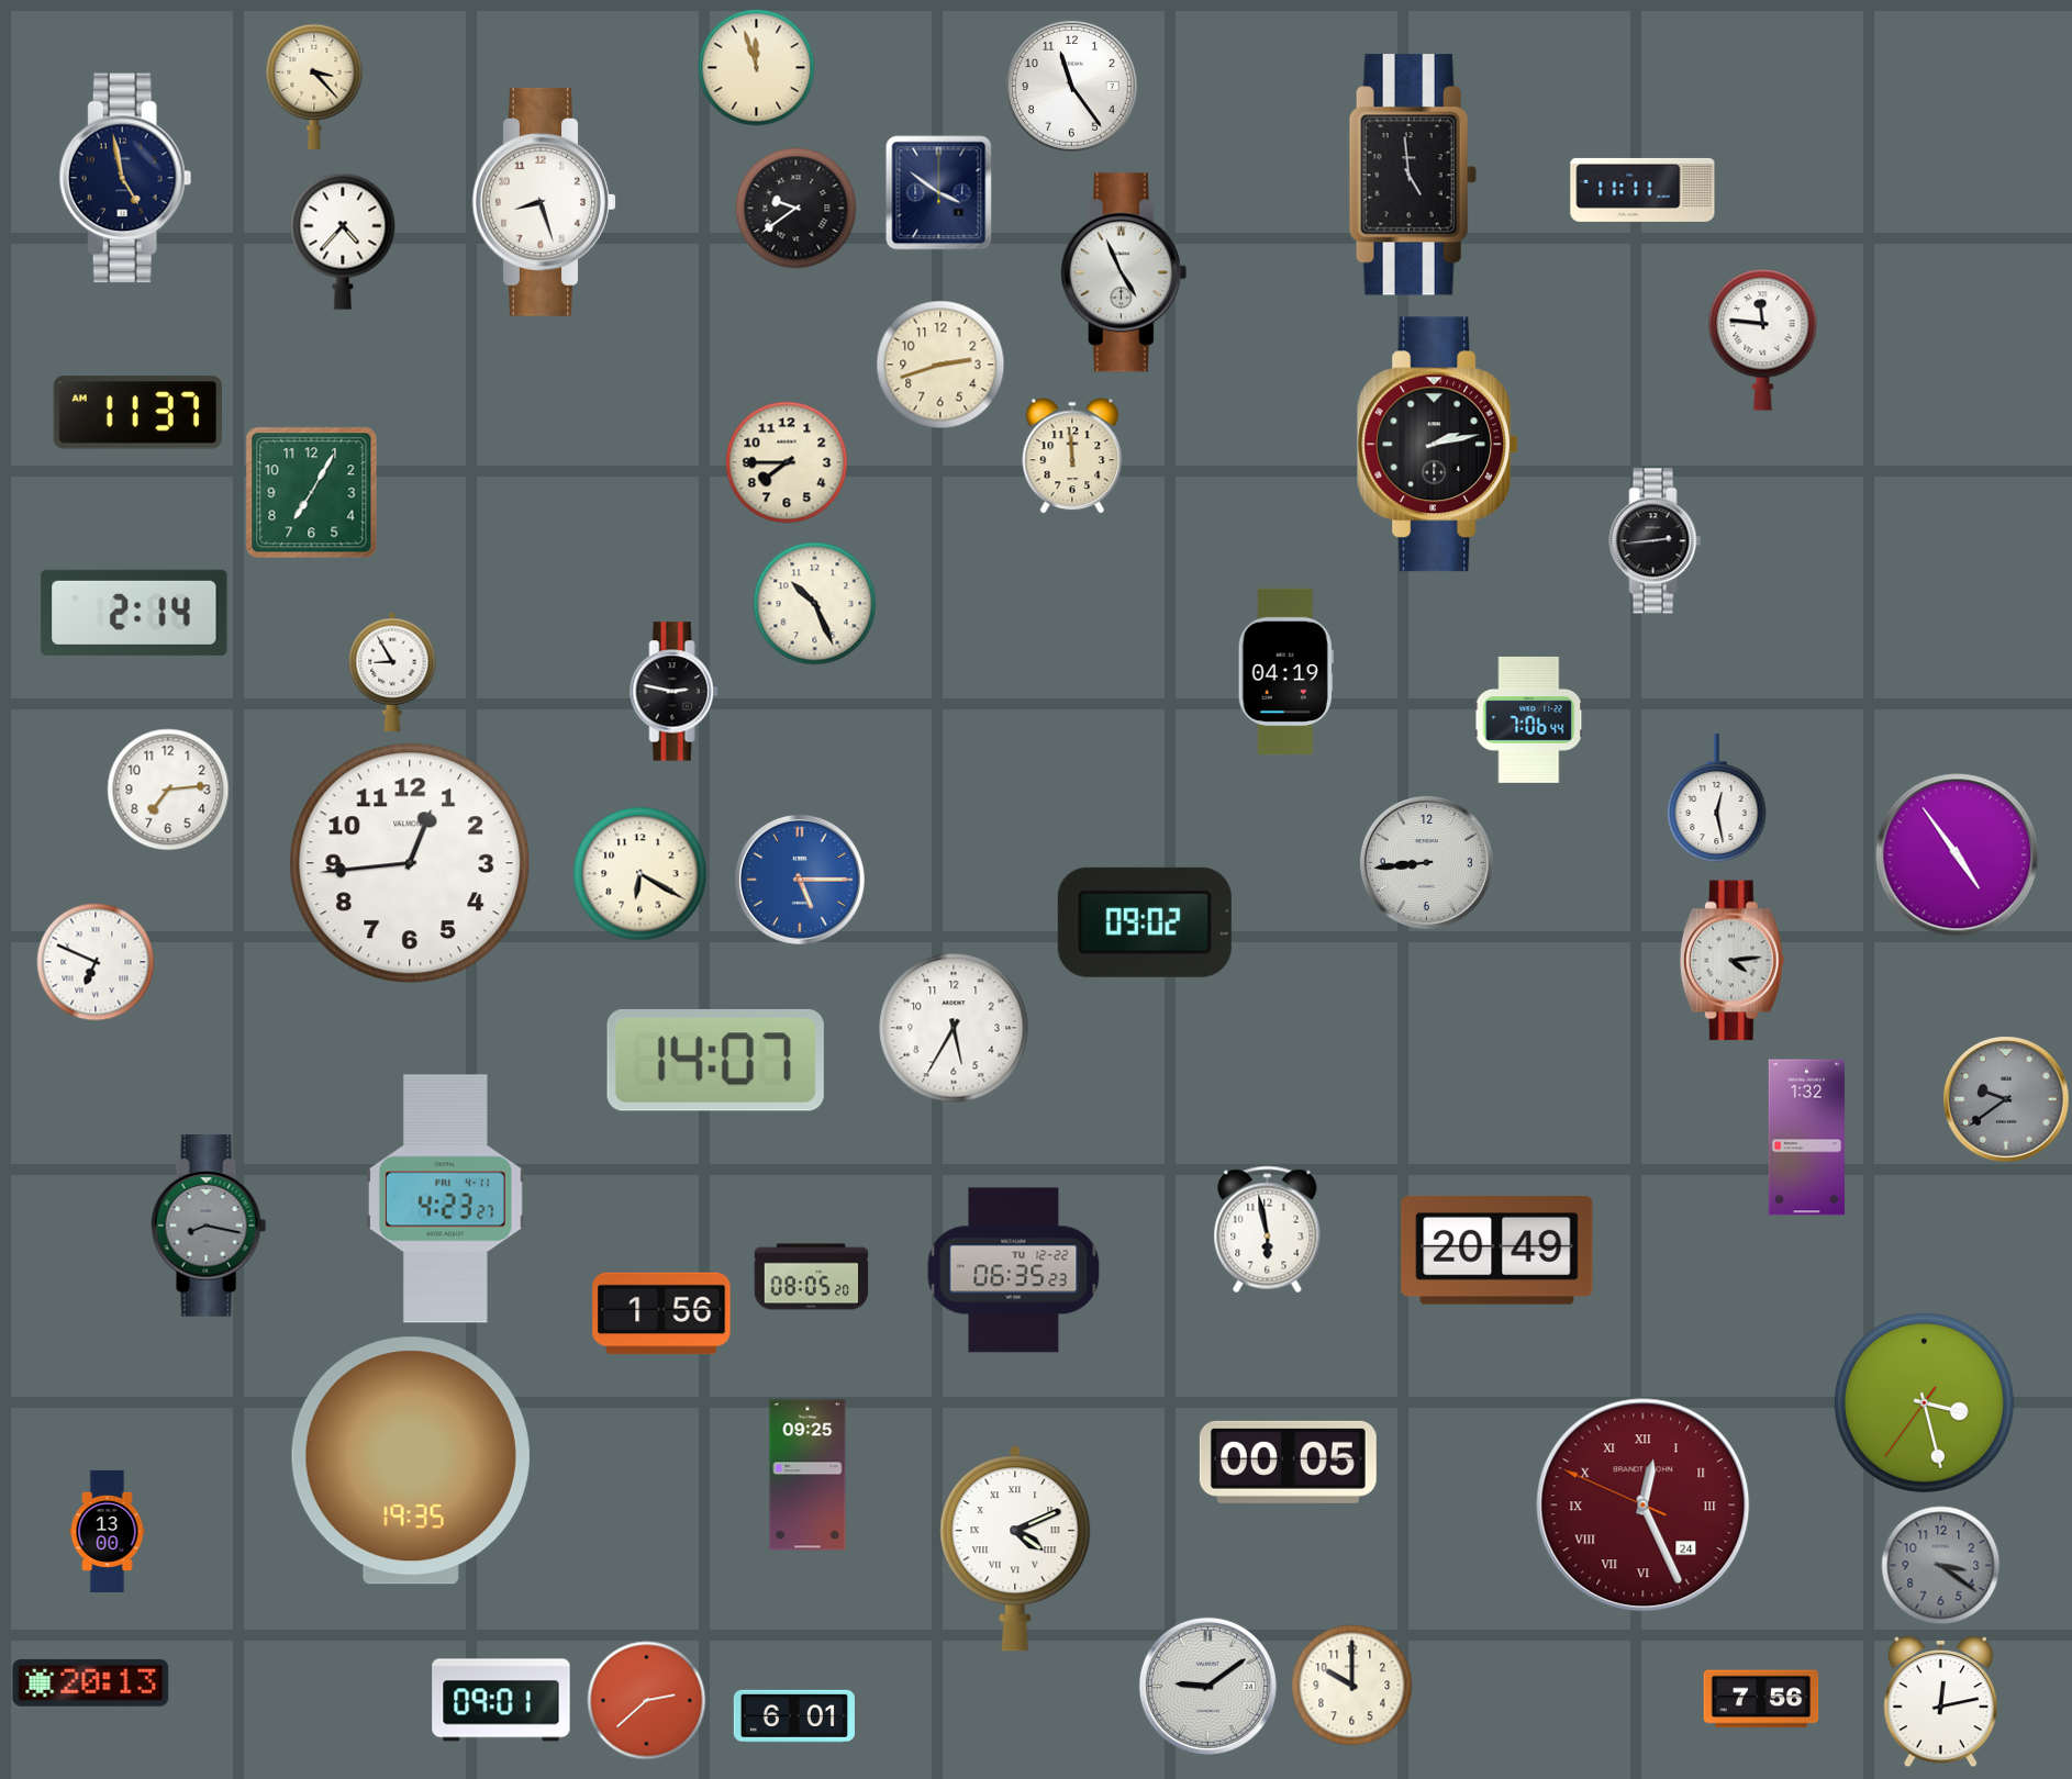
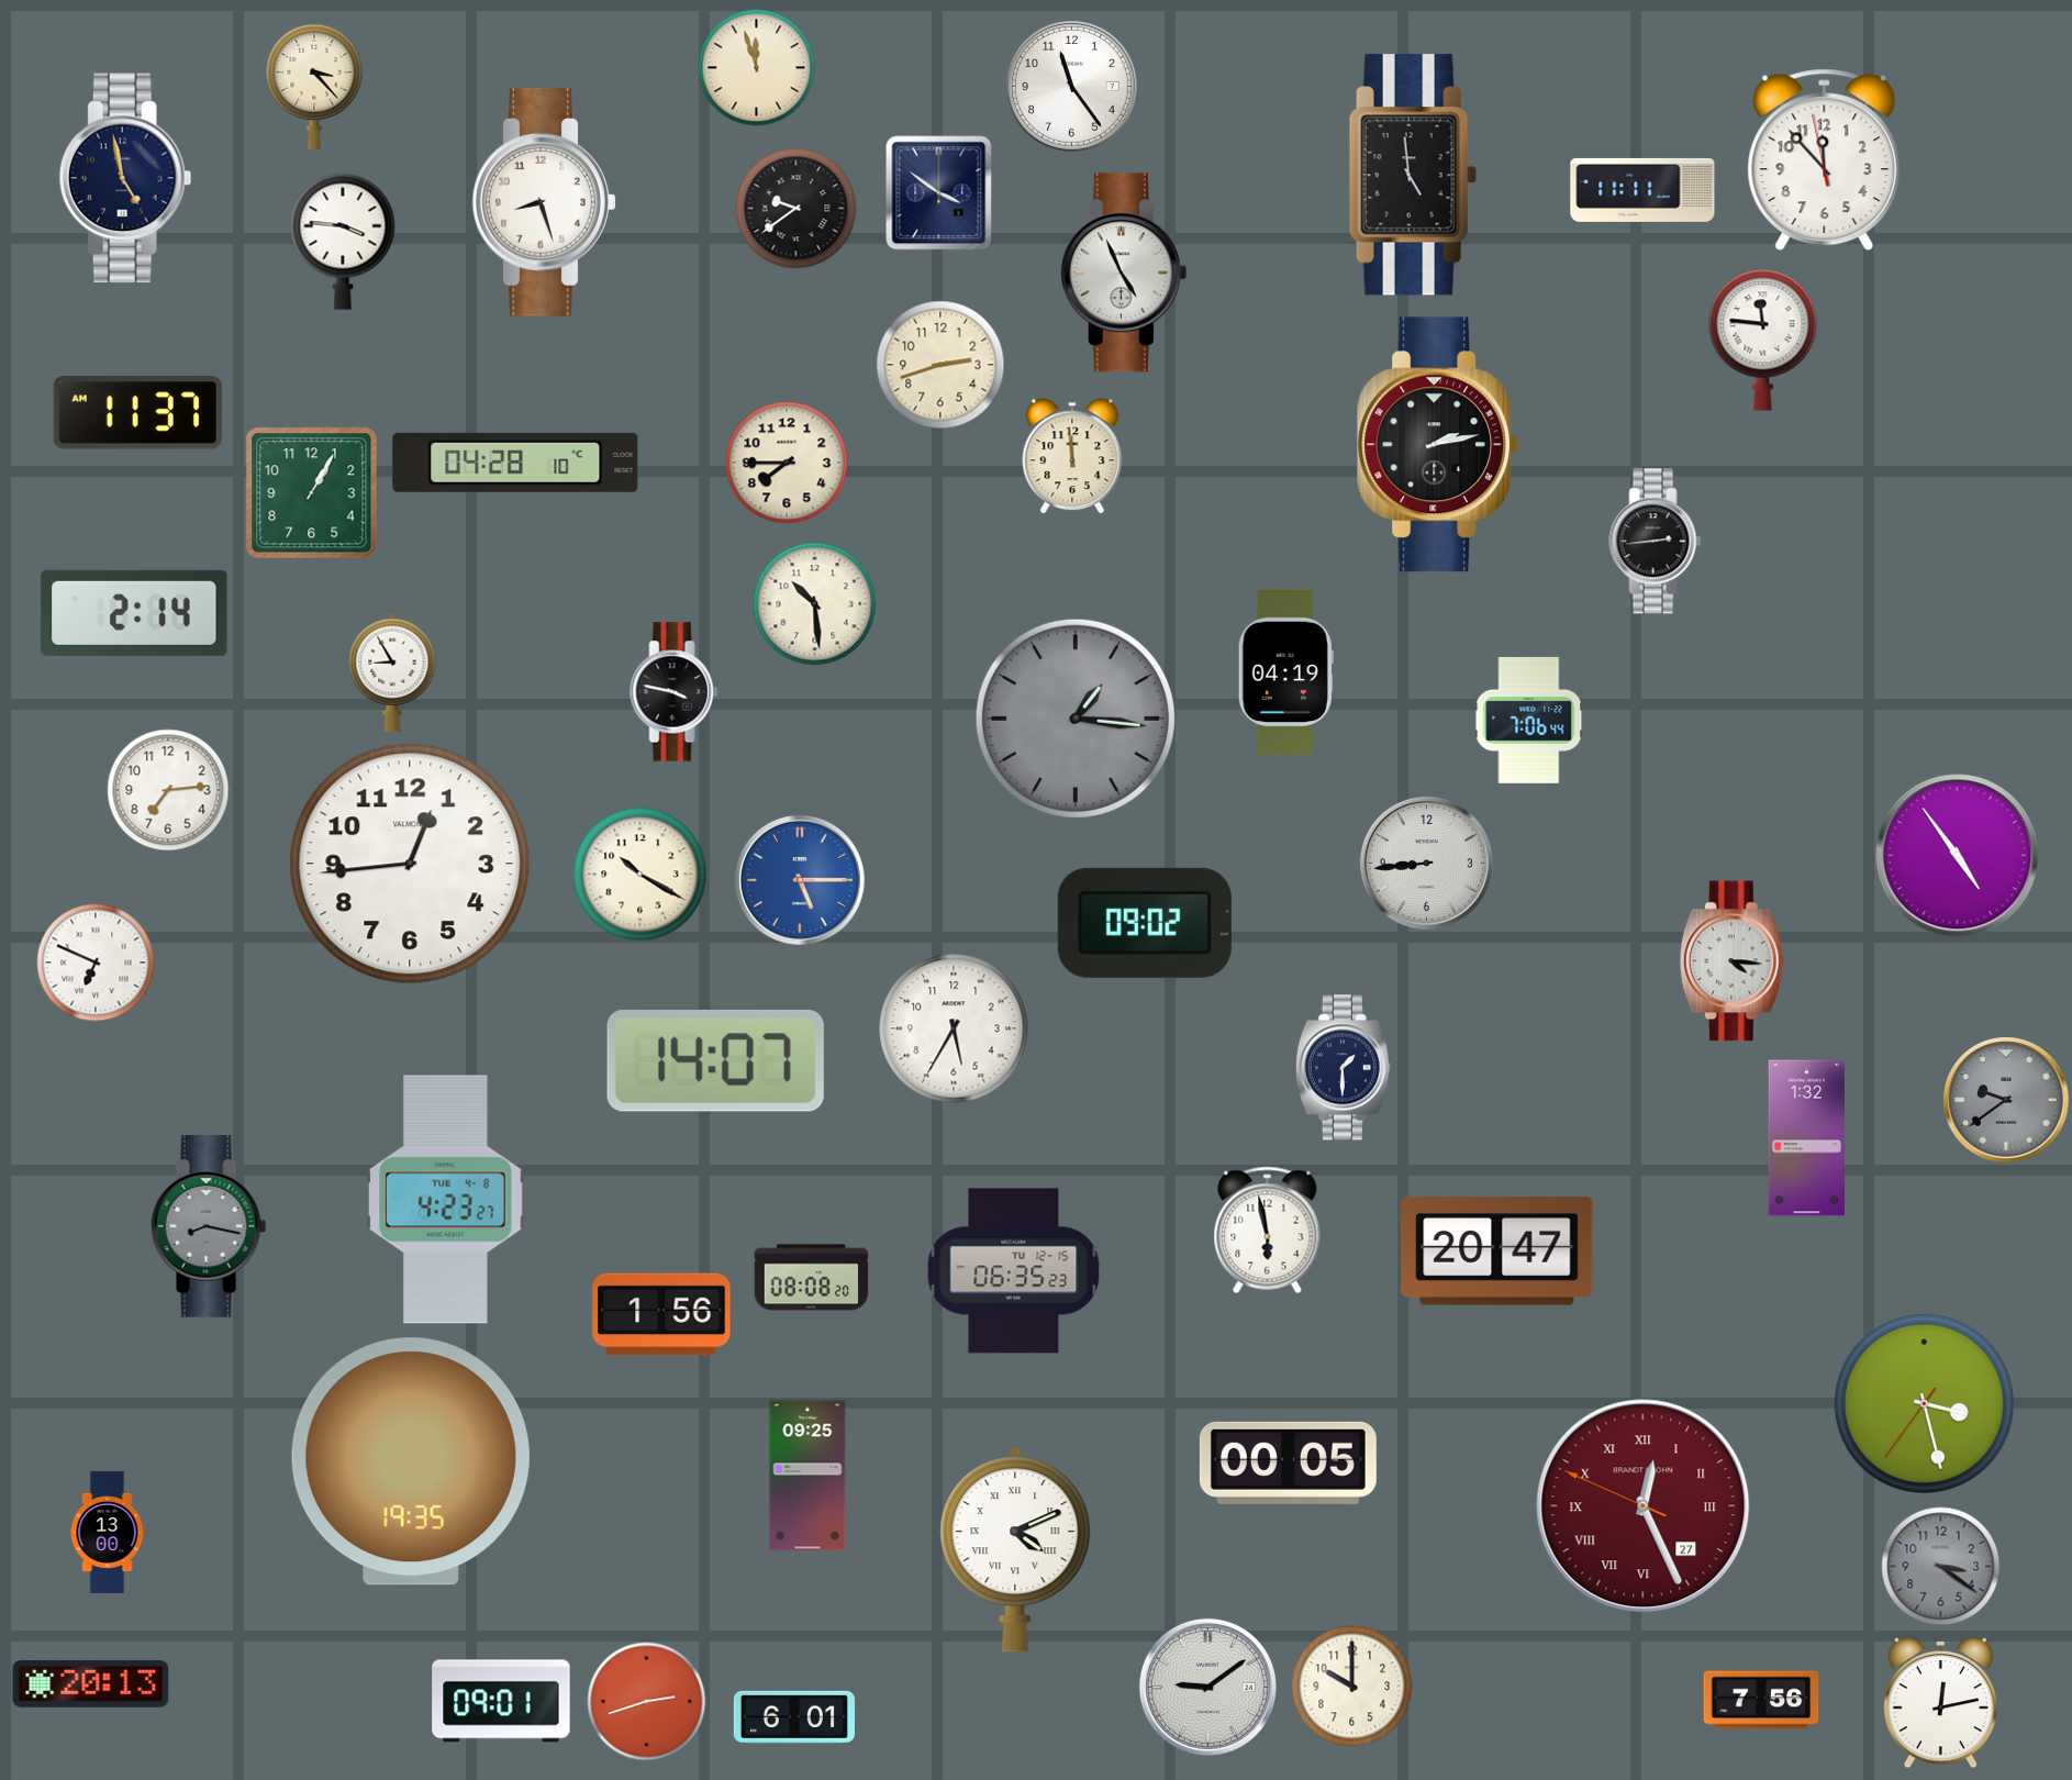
clock at (1825, 160): none -> 11:52
clock at (343, 242): 4:37 -> 3:46
clock at (515, 463): none -> 04:28
clock at (312, 493): 7:05 -> 1:05
clock at (815, 604): 10:26 -> 10:29
clock at (675, 692): 2:47 -> 3:47
clock at (1076, 719): none -> 1:16
clock at (1717, 798): 12:28 -> none
clock at (640, 874): 6:20 -> 10:20
clock at (1731, 961): 4:14 -> 4:16
clock at (1343, 1068): none -> 1:30
clock at (446, 1199) date: FRI 4-11 -> TUE 4-8
clock at (1497, 1251): 20:49 -> 20:47
clock at (1014, 1271) date: TU 12-22 -> TU 12-15
clock at (812, 1277): 08:05 -> 08:08
clock at (1644, 1506) date: 24 -> 27
clock at (647, 1701): 2:38 -> 2:42
